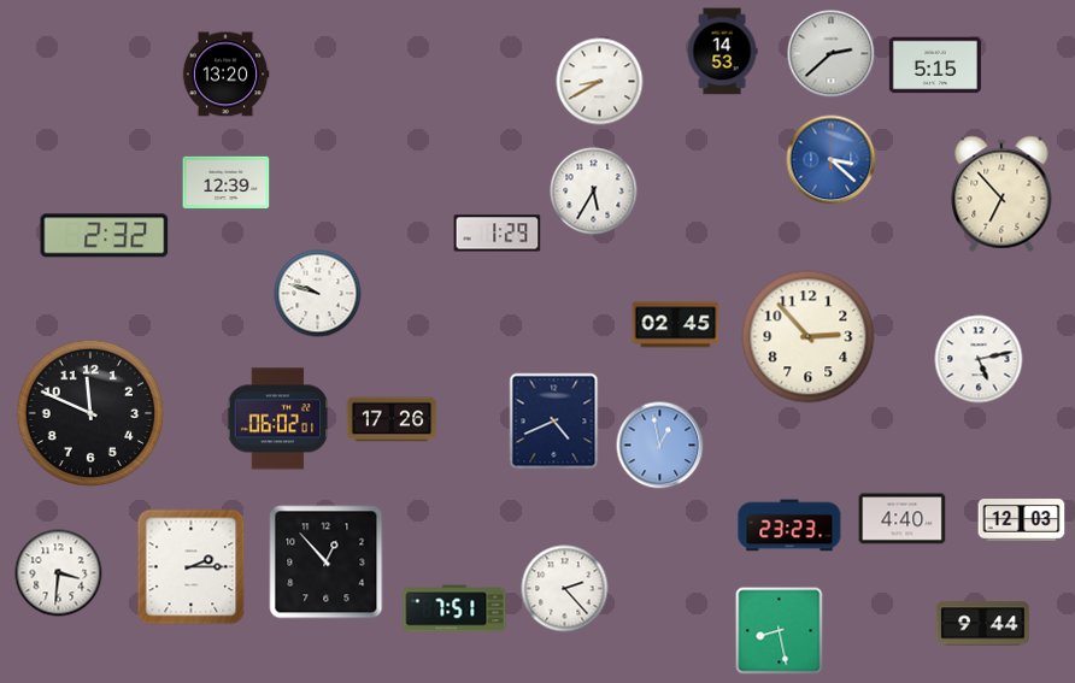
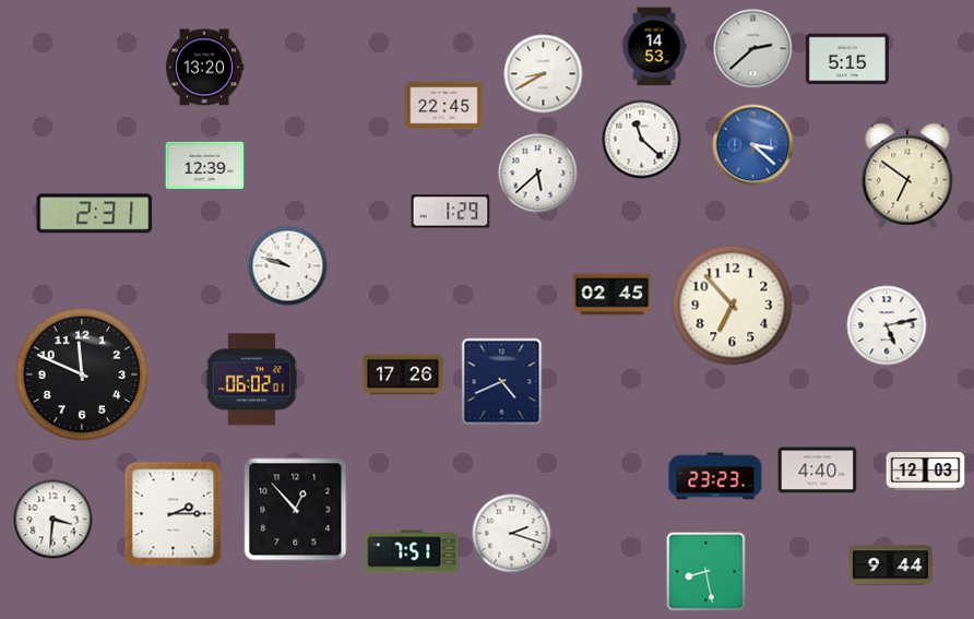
clock at (444, 106): none -> 22:45
clock at (642, 140): none -> 11:22
clock at (594, 192): 5:35 -> 5:38
clock at (1001, 194): 6:53 -> 6:51
clock at (105, 236): 2:32 -> 2:31
clock at (809, 337): 2:53 -> 6:53
clock at (392, 419) position: (392, 419) -> (403, 374)
clock at (660, 446): 12:58 -> none
clock at (565, 589): 2:23 -> 2:18
